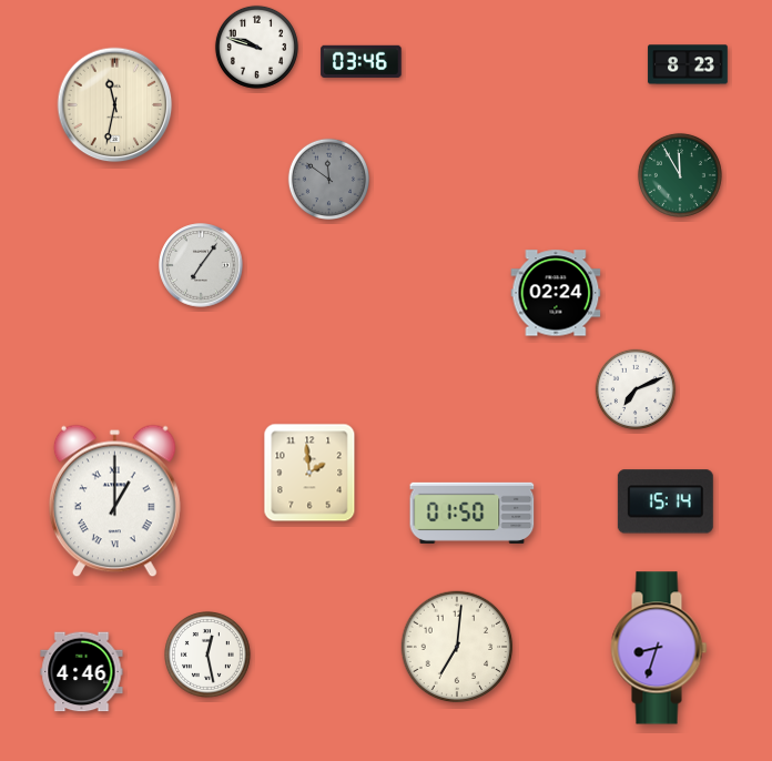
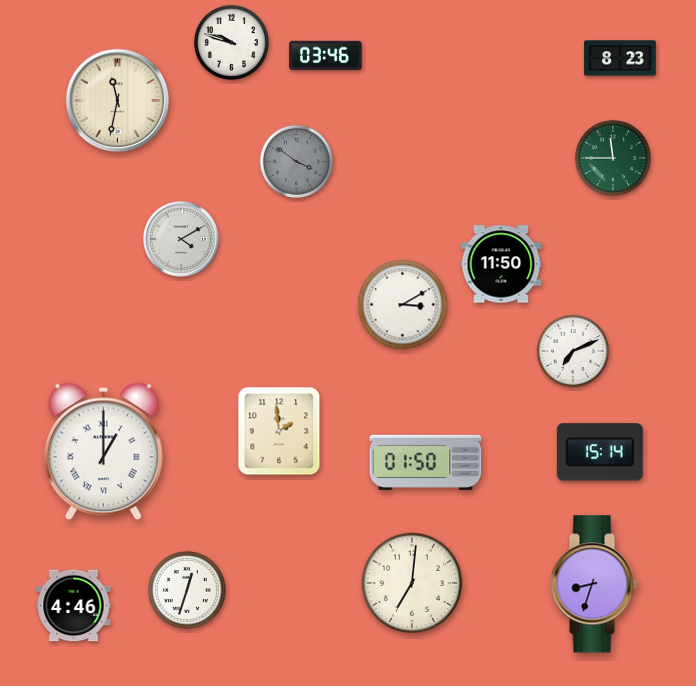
clock at (115, 105) position: (115, 105) -> (118, 101)
clock at (680, 175): 11:55 -> 11:45
clock at (328, 179): 11:51 -> 3:51
clock at (201, 265): 7:06 -> 4:10
clock at (556, 293): 02:24 -> 11:50
clock at (403, 305): none -> 3:10
clock at (309, 473) position: (309, 473) -> (279, 431)
clock at (209, 656): 12:28 -> 12:33
